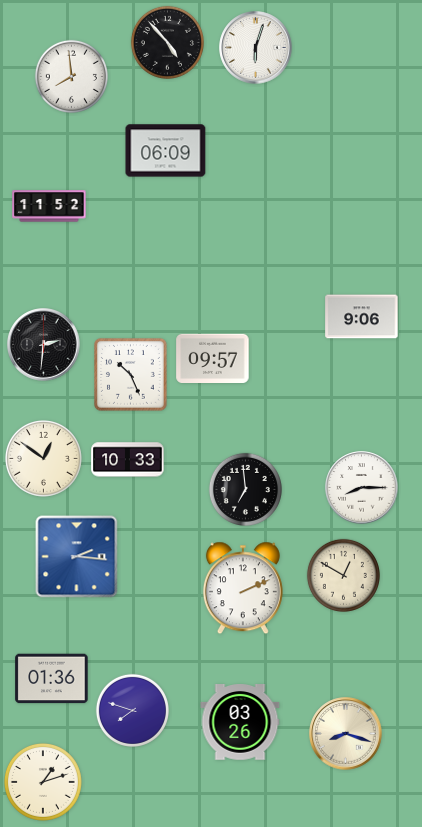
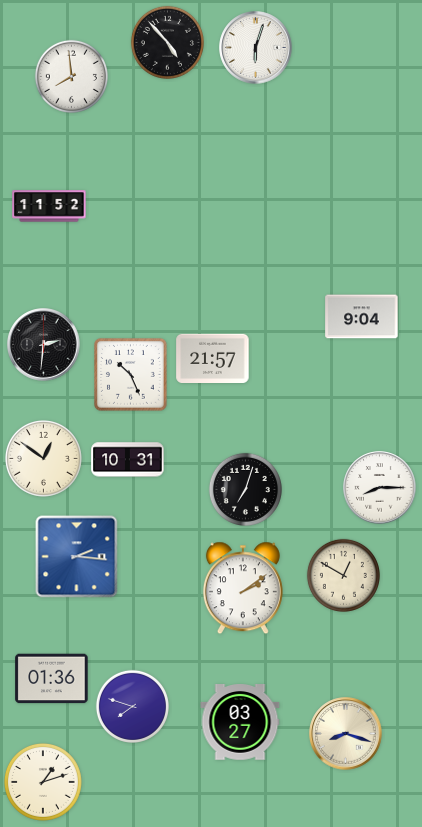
clock at (166, 151): 06:09 -> none
clock at (362, 317): 9:06 -> 9:04
clock at (213, 358): 09:57 -> 21:57
clock at (128, 460): 10:33 -> 10:31
clock at (362, 488) position: (362, 488) -> (380, 488)
clock at (245, 489): 6:59 -> 7:03
clock at (243, 588): 2:11 -> 2:09
clock at (132, 710) position: (132, 710) -> (132, 706)
clock at (240, 723): 03:26 -> 03:27
